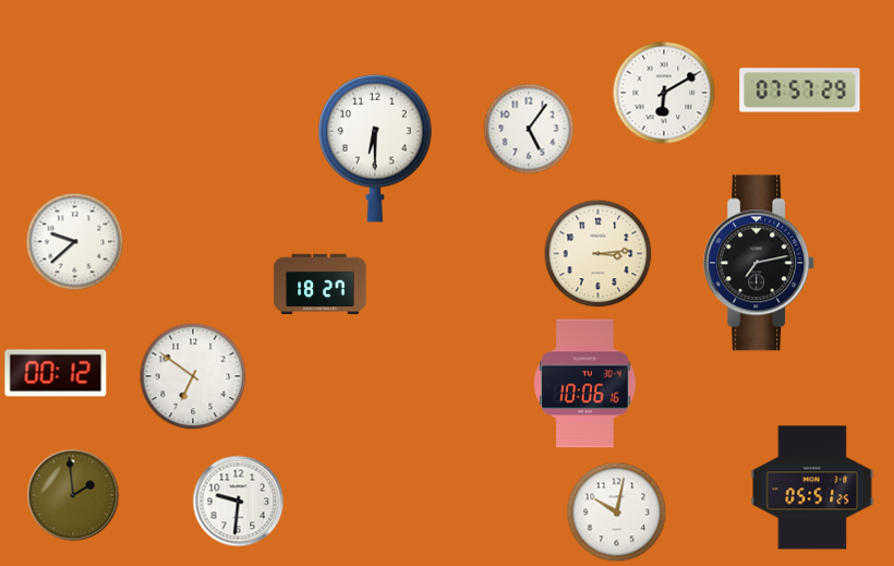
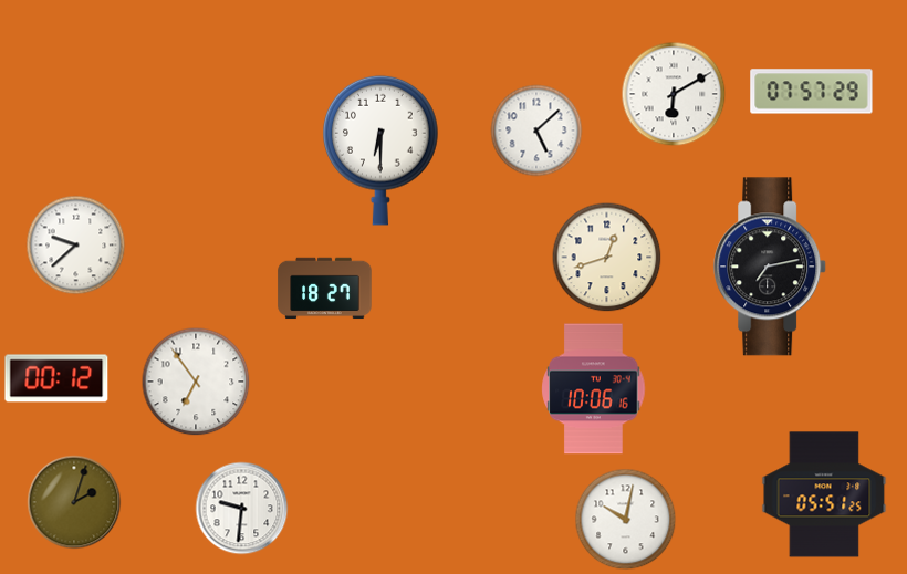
clock at (529, 129): 5:06 -> 5:08
clock at (599, 254): 3:14 -> 12:42
clock at (193, 376): 6:51 -> 6:54
clock at (73, 495): 1:59 -> 2:03
